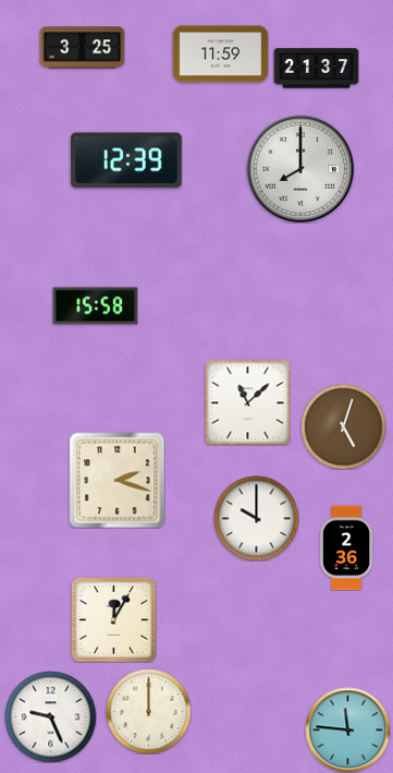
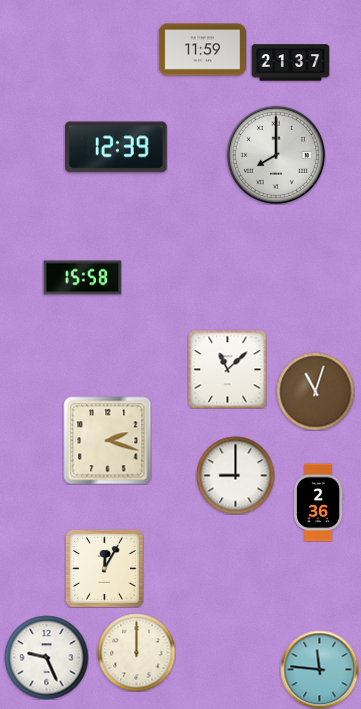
clock at (82, 48): 3:25 -> none
clock at (95, 306) position: (95, 306) -> (82, 278)
clock at (343, 426): 5:03 -> 11:03
clock at (256, 518): 10:00 -> 9:00
